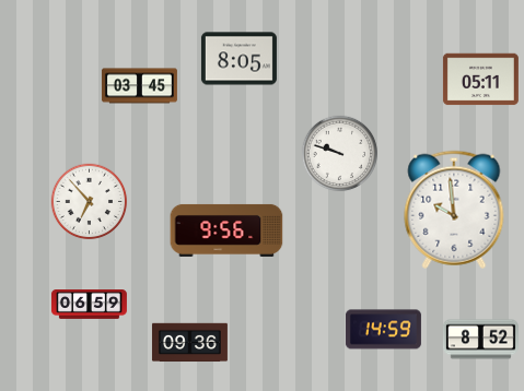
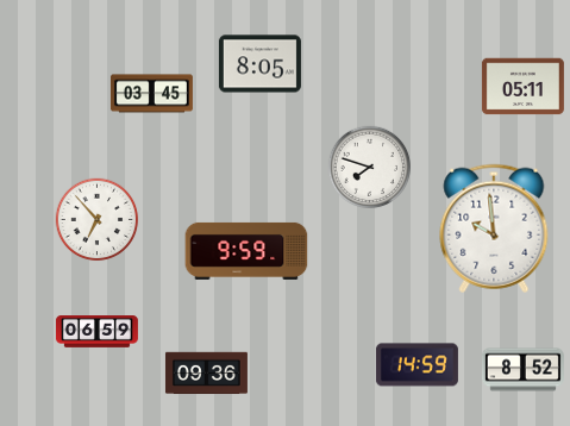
clock at (340, 154): 9:48 -> 7:48
clock at (226, 230): 9:56 -> 9:59
clock at (383, 330) position: (383, 330) -> (416, 365)
